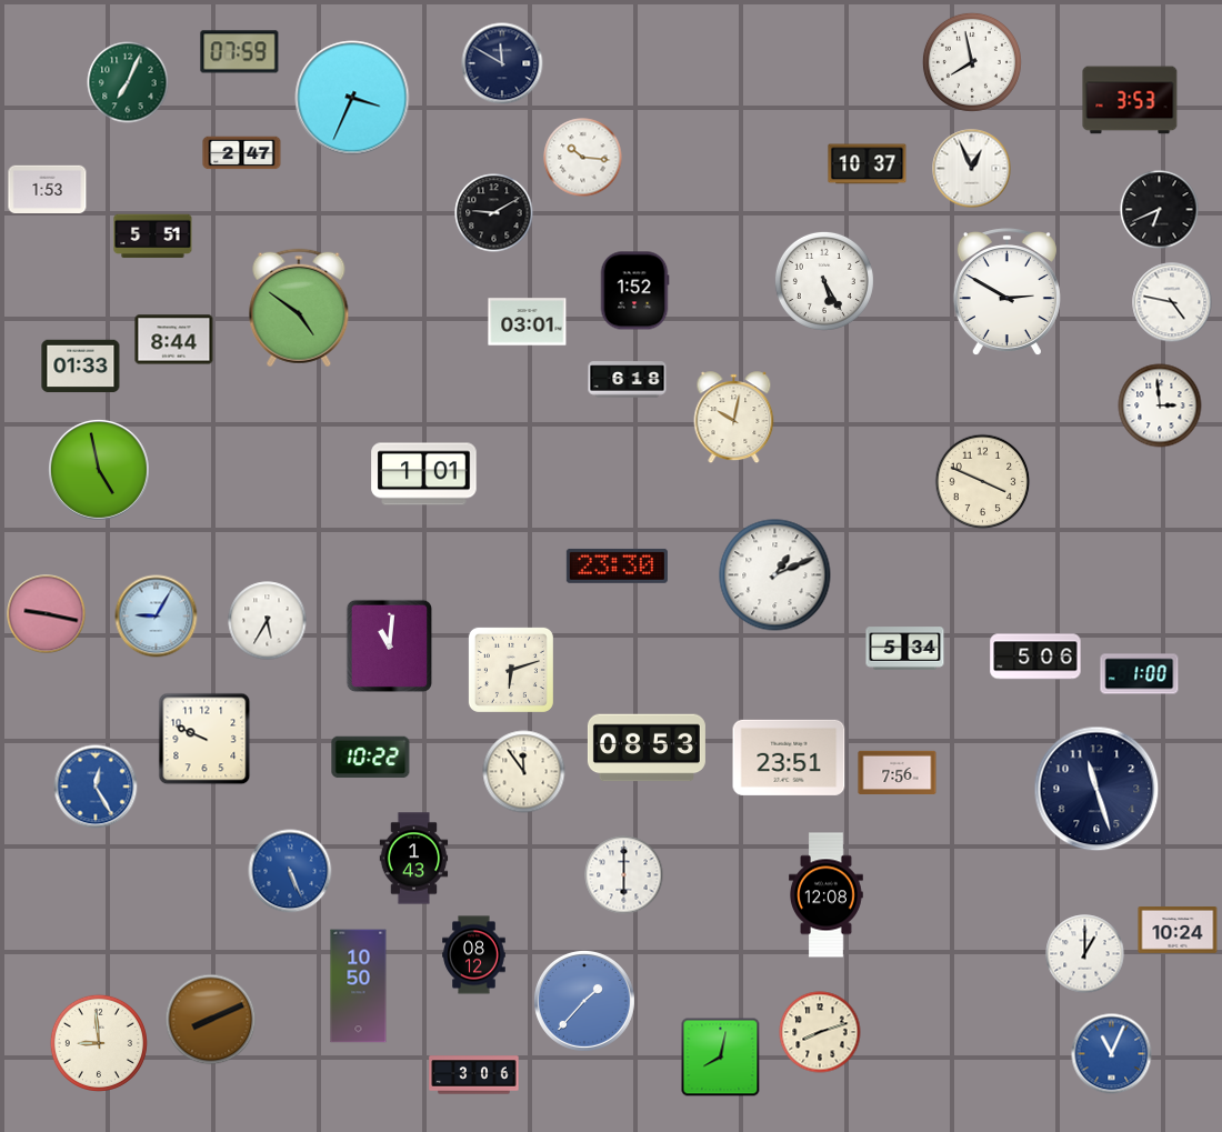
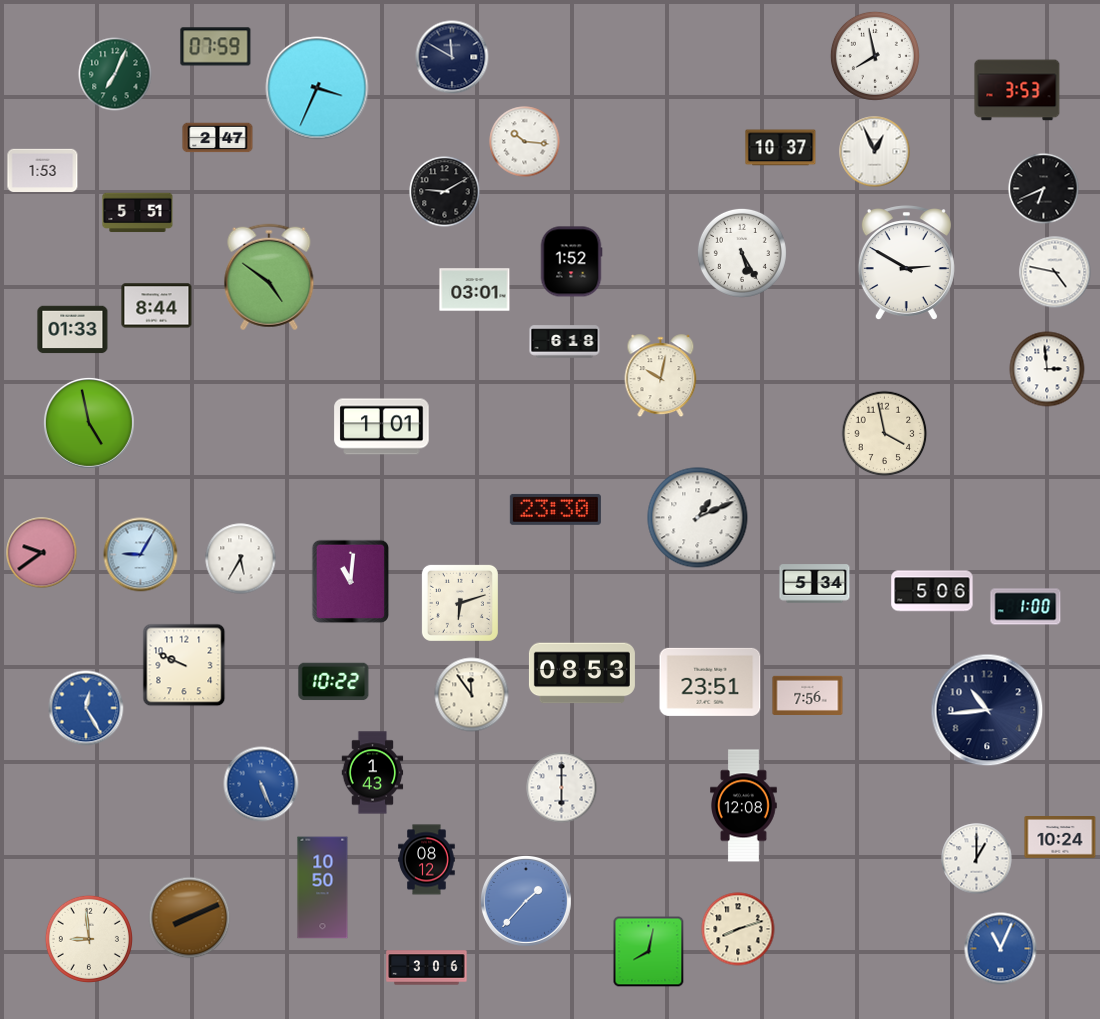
clock at (1160, 405) position: (1160, 405) -> (1047, 369)
clock at (983, 482): 3:49 -> 3:58
clock at (47, 614): 9:17 -> 9:39
clock at (1096, 789): 11:27 -> 10:44
